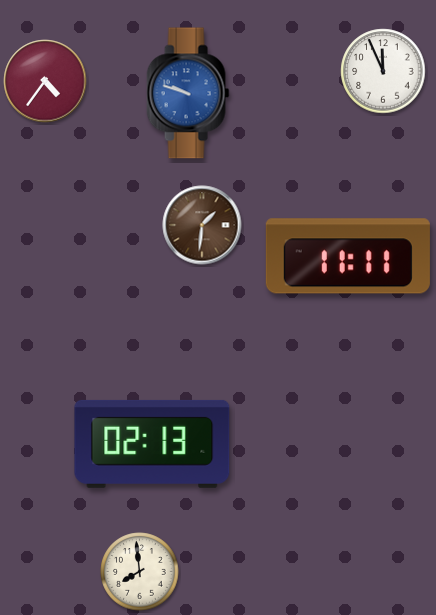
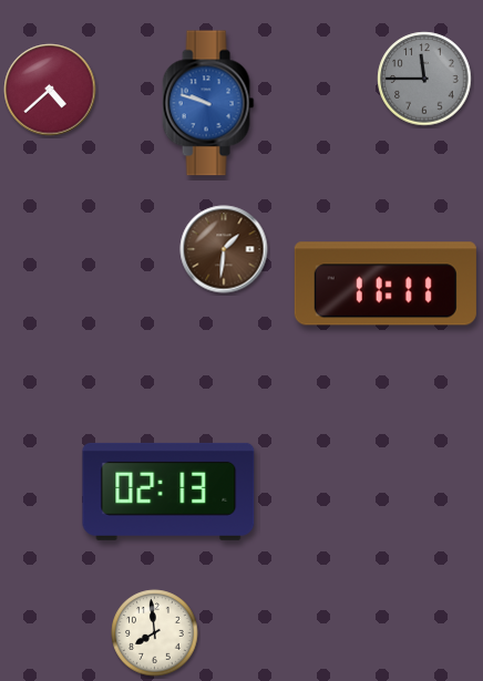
clock at (383, 71): 11:56 -> 11:45
clock at (383, 71) dial: white -> grey
clock at (45, 81): 4:36 -> 4:38
